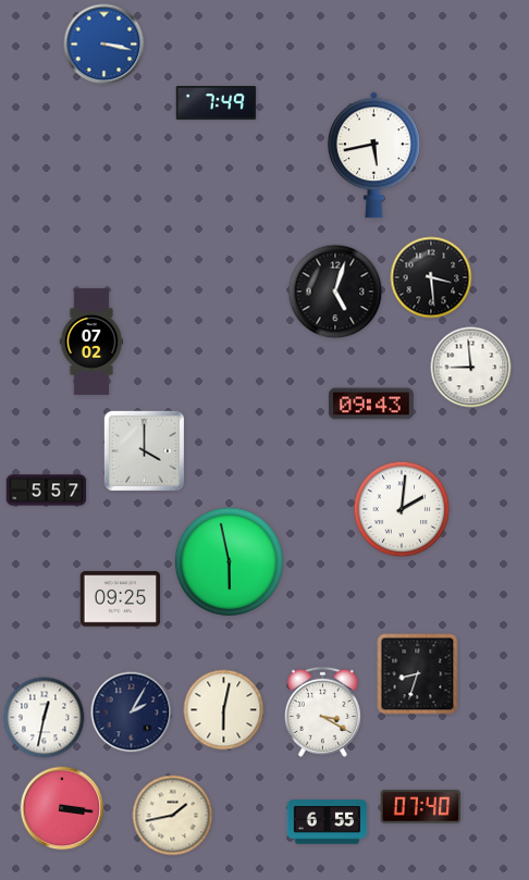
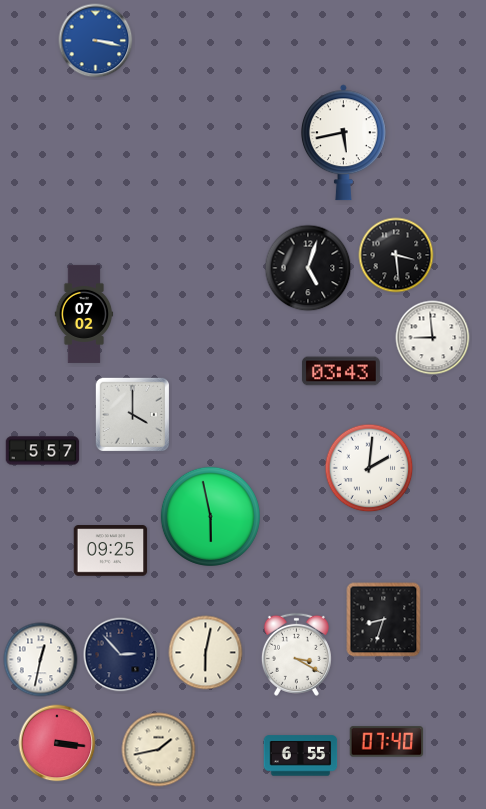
clock at (217, 103): 7:49 -> none
clock at (371, 404): 09:43 -> 03:43
clock at (132, 712): 2:05 -> 2:53
